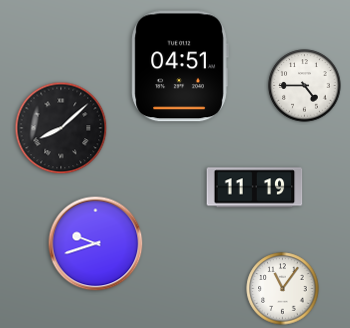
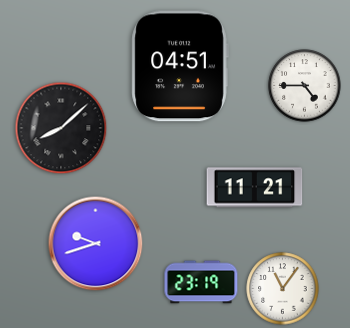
clock at (255, 188): 11:19 -> 11:21
clock at (201, 282): none -> 23:19
